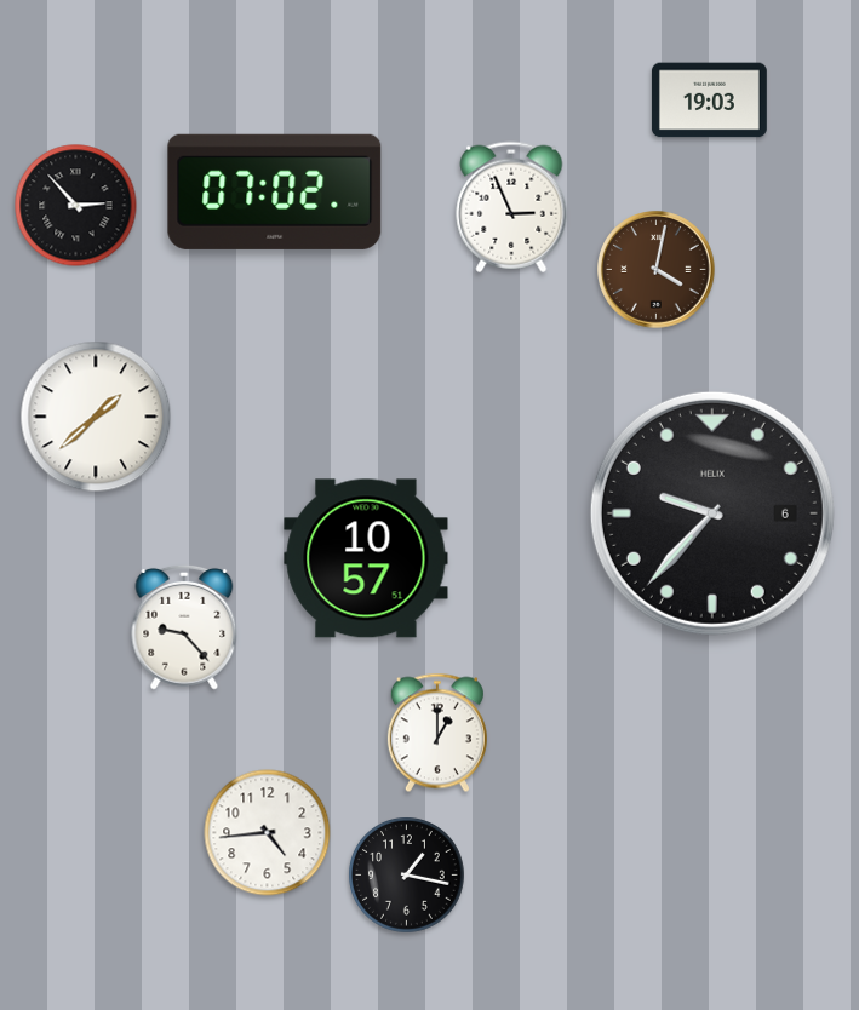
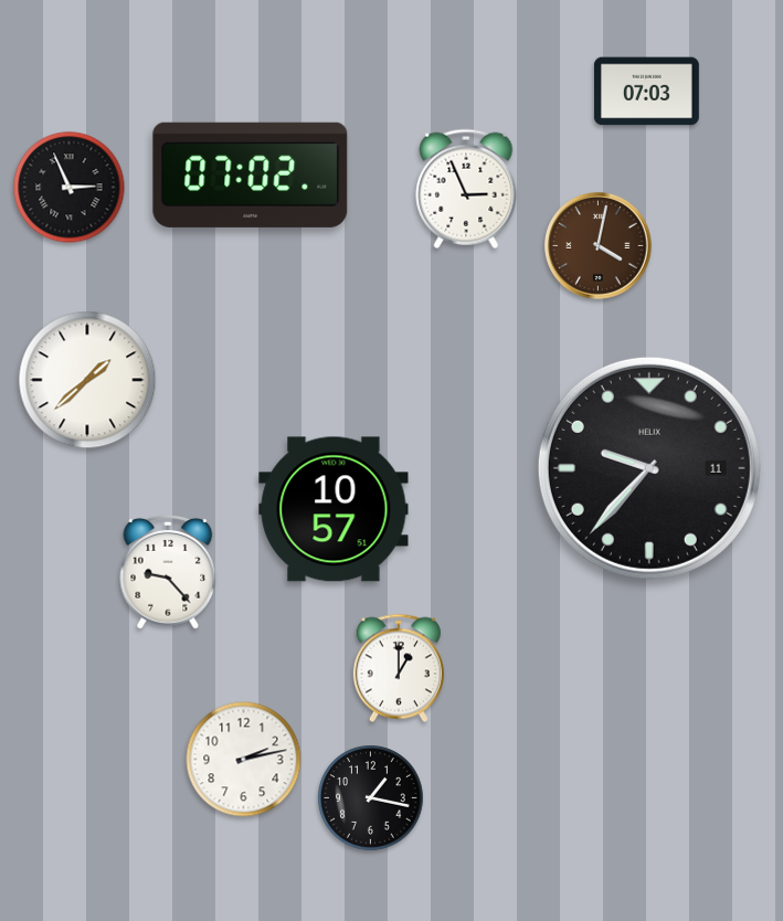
clock at (709, 101): 19:03 -> 07:03
clock at (76, 206): 2:53 -> 2:56
clock at (712, 513) date: 6 -> 11
clock at (268, 833): 4:44 -> 2:13
